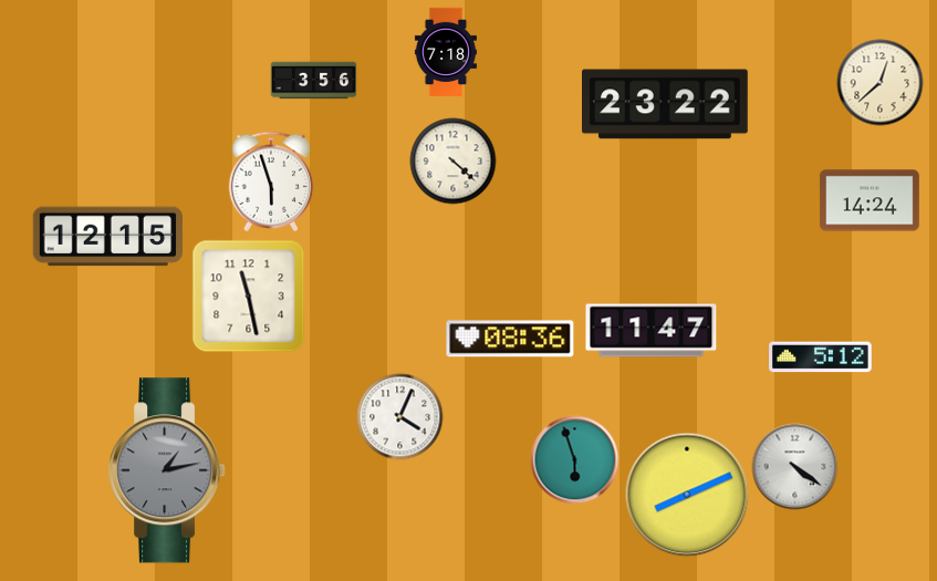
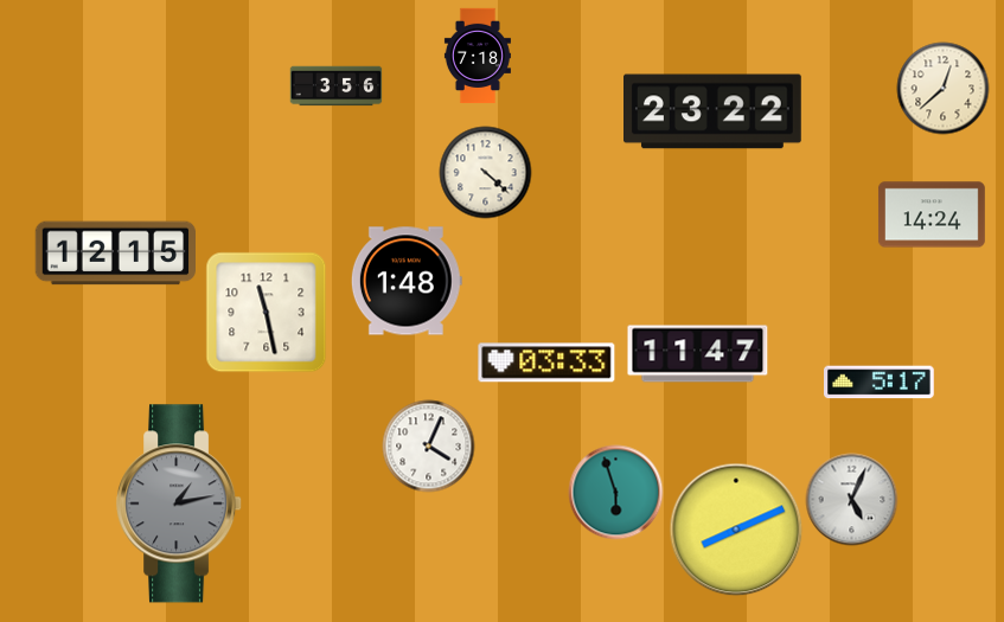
clock at (271, 181): 5:57 -> none
clock at (407, 281): none -> 1:48
clock at (248, 295) position: (248, 295) -> (266, 312)
clock at (510, 339): 08:36 -> 03:33
clock at (821, 357): 5:12 -> 5:17
clock at (794, 466): 4:21 -> 5:04
